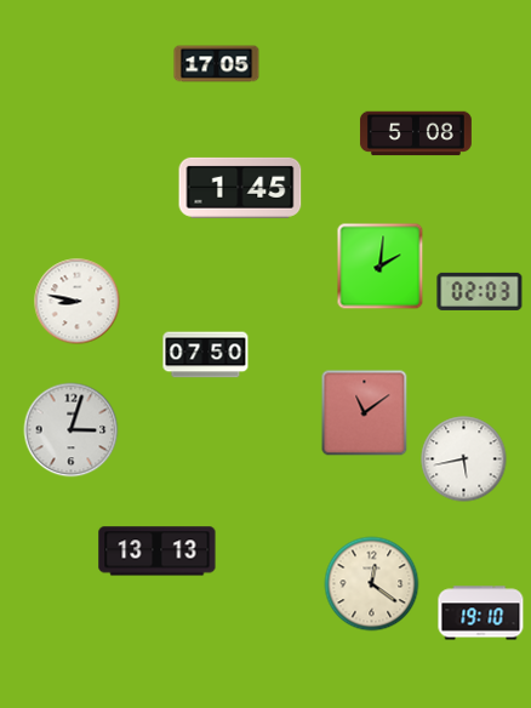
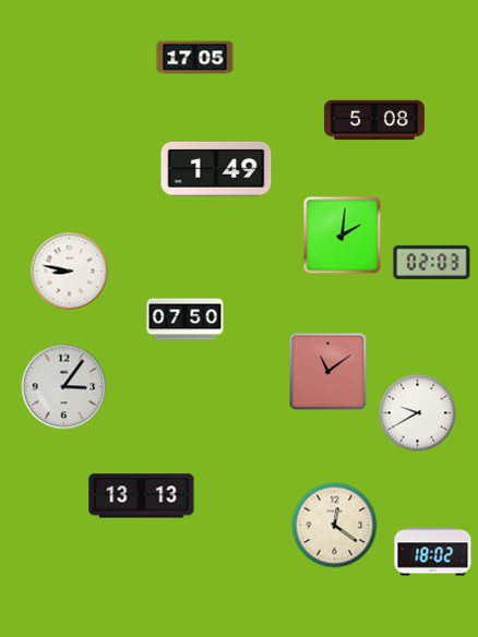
clock at (240, 188): 1:45 -> 1:49
clock at (381, 267) position: (381, 267) -> (343, 236)
clock at (72, 430): 3:03 -> 3:06
clock at (464, 459): 5:43 -> 9:40
clock at (481, 613): 19:10 -> 18:02
